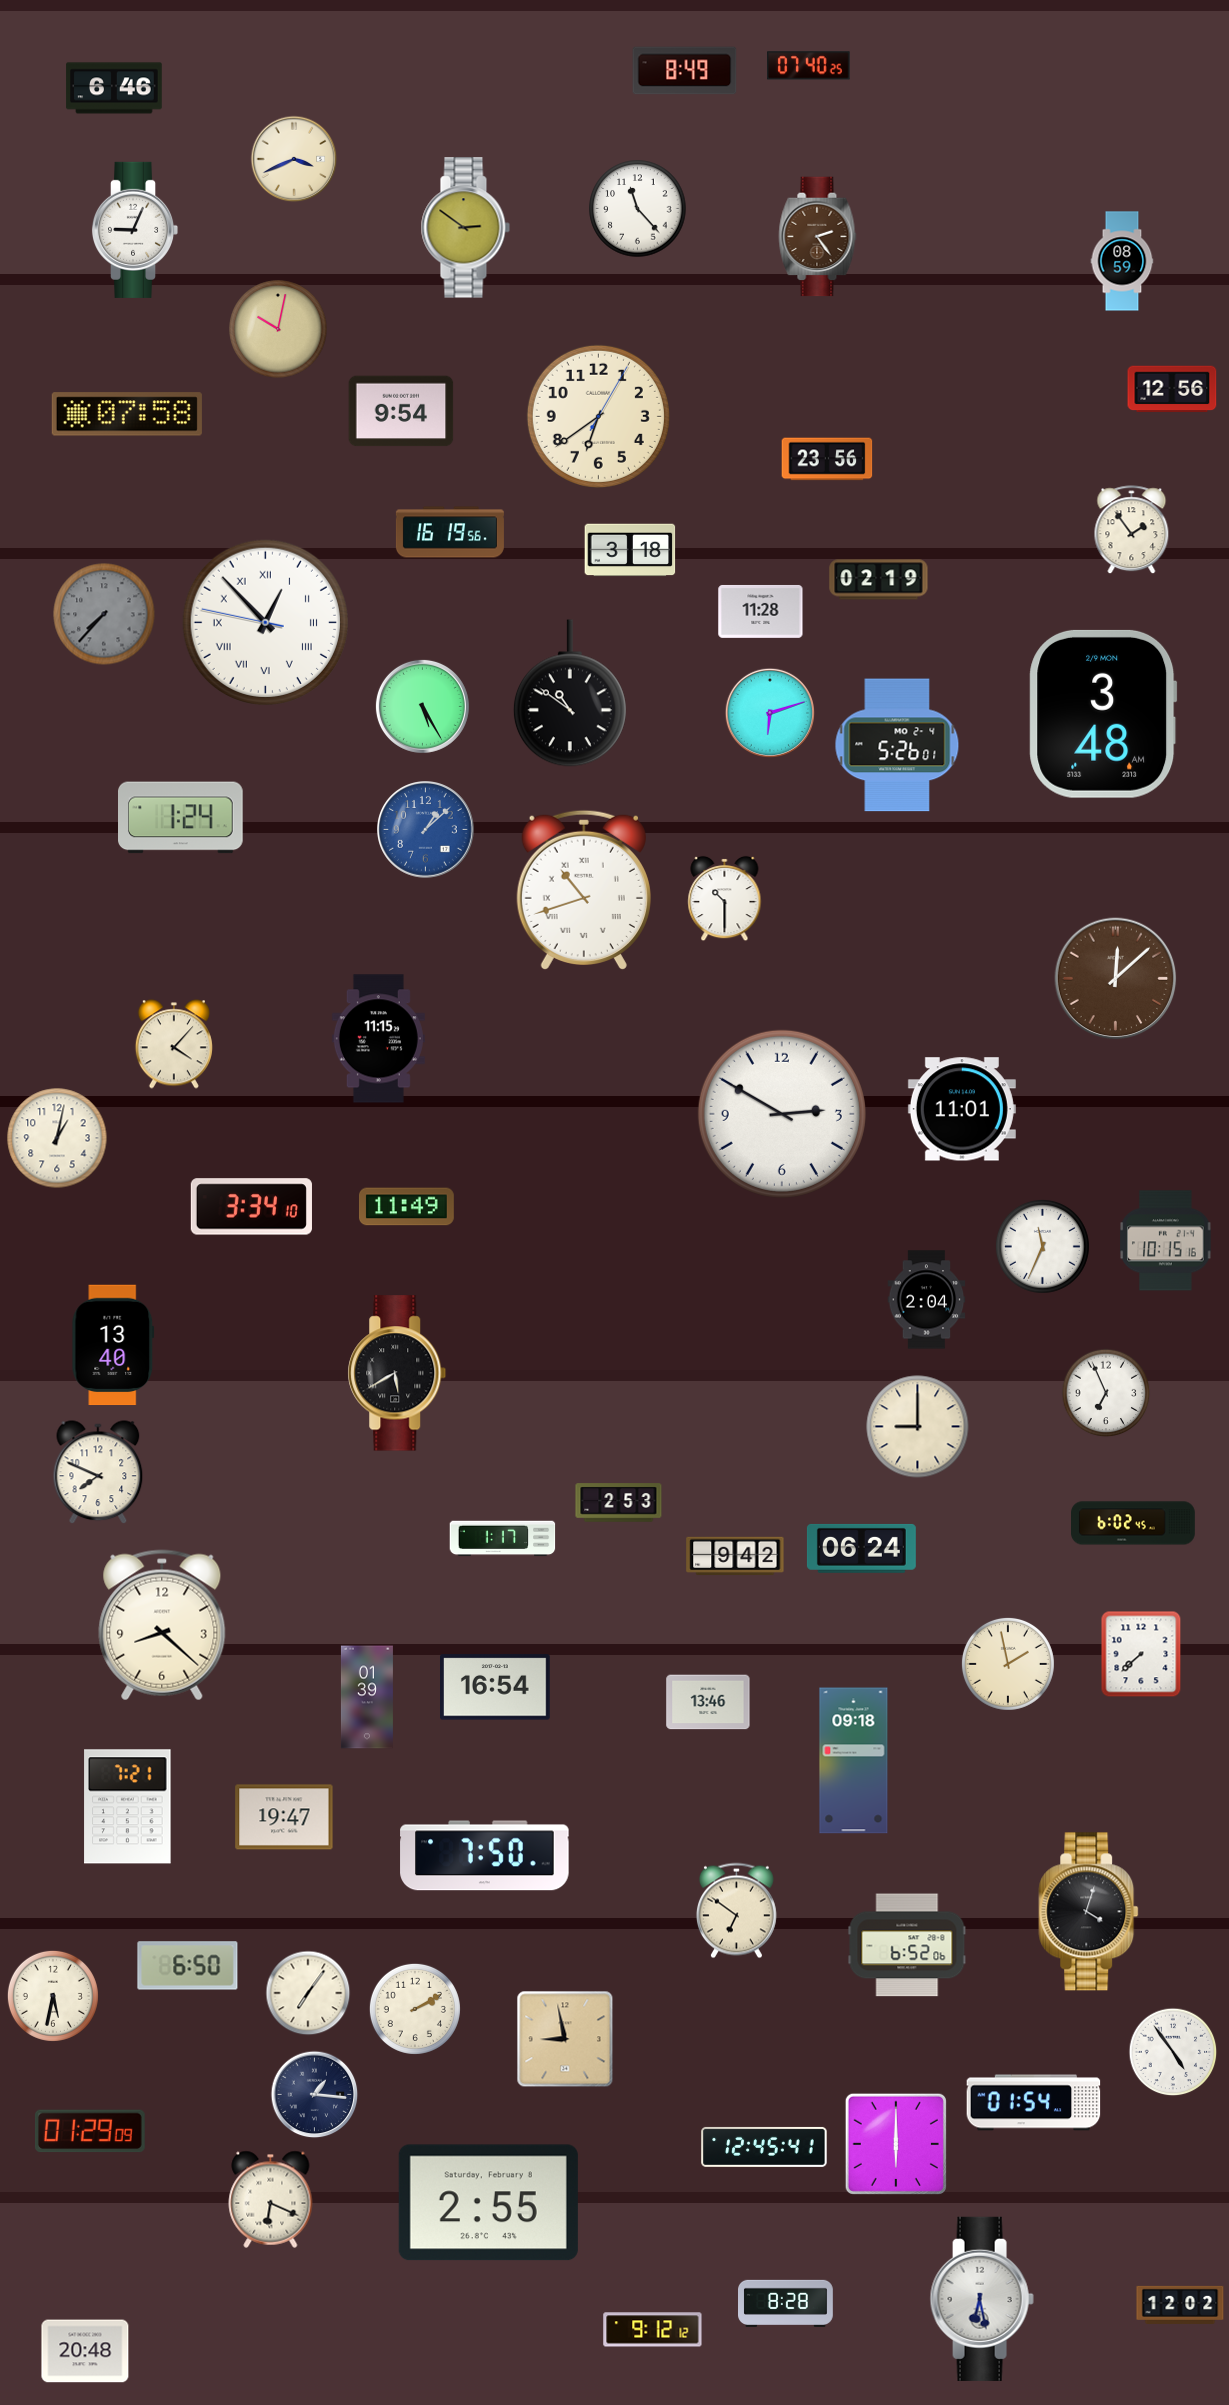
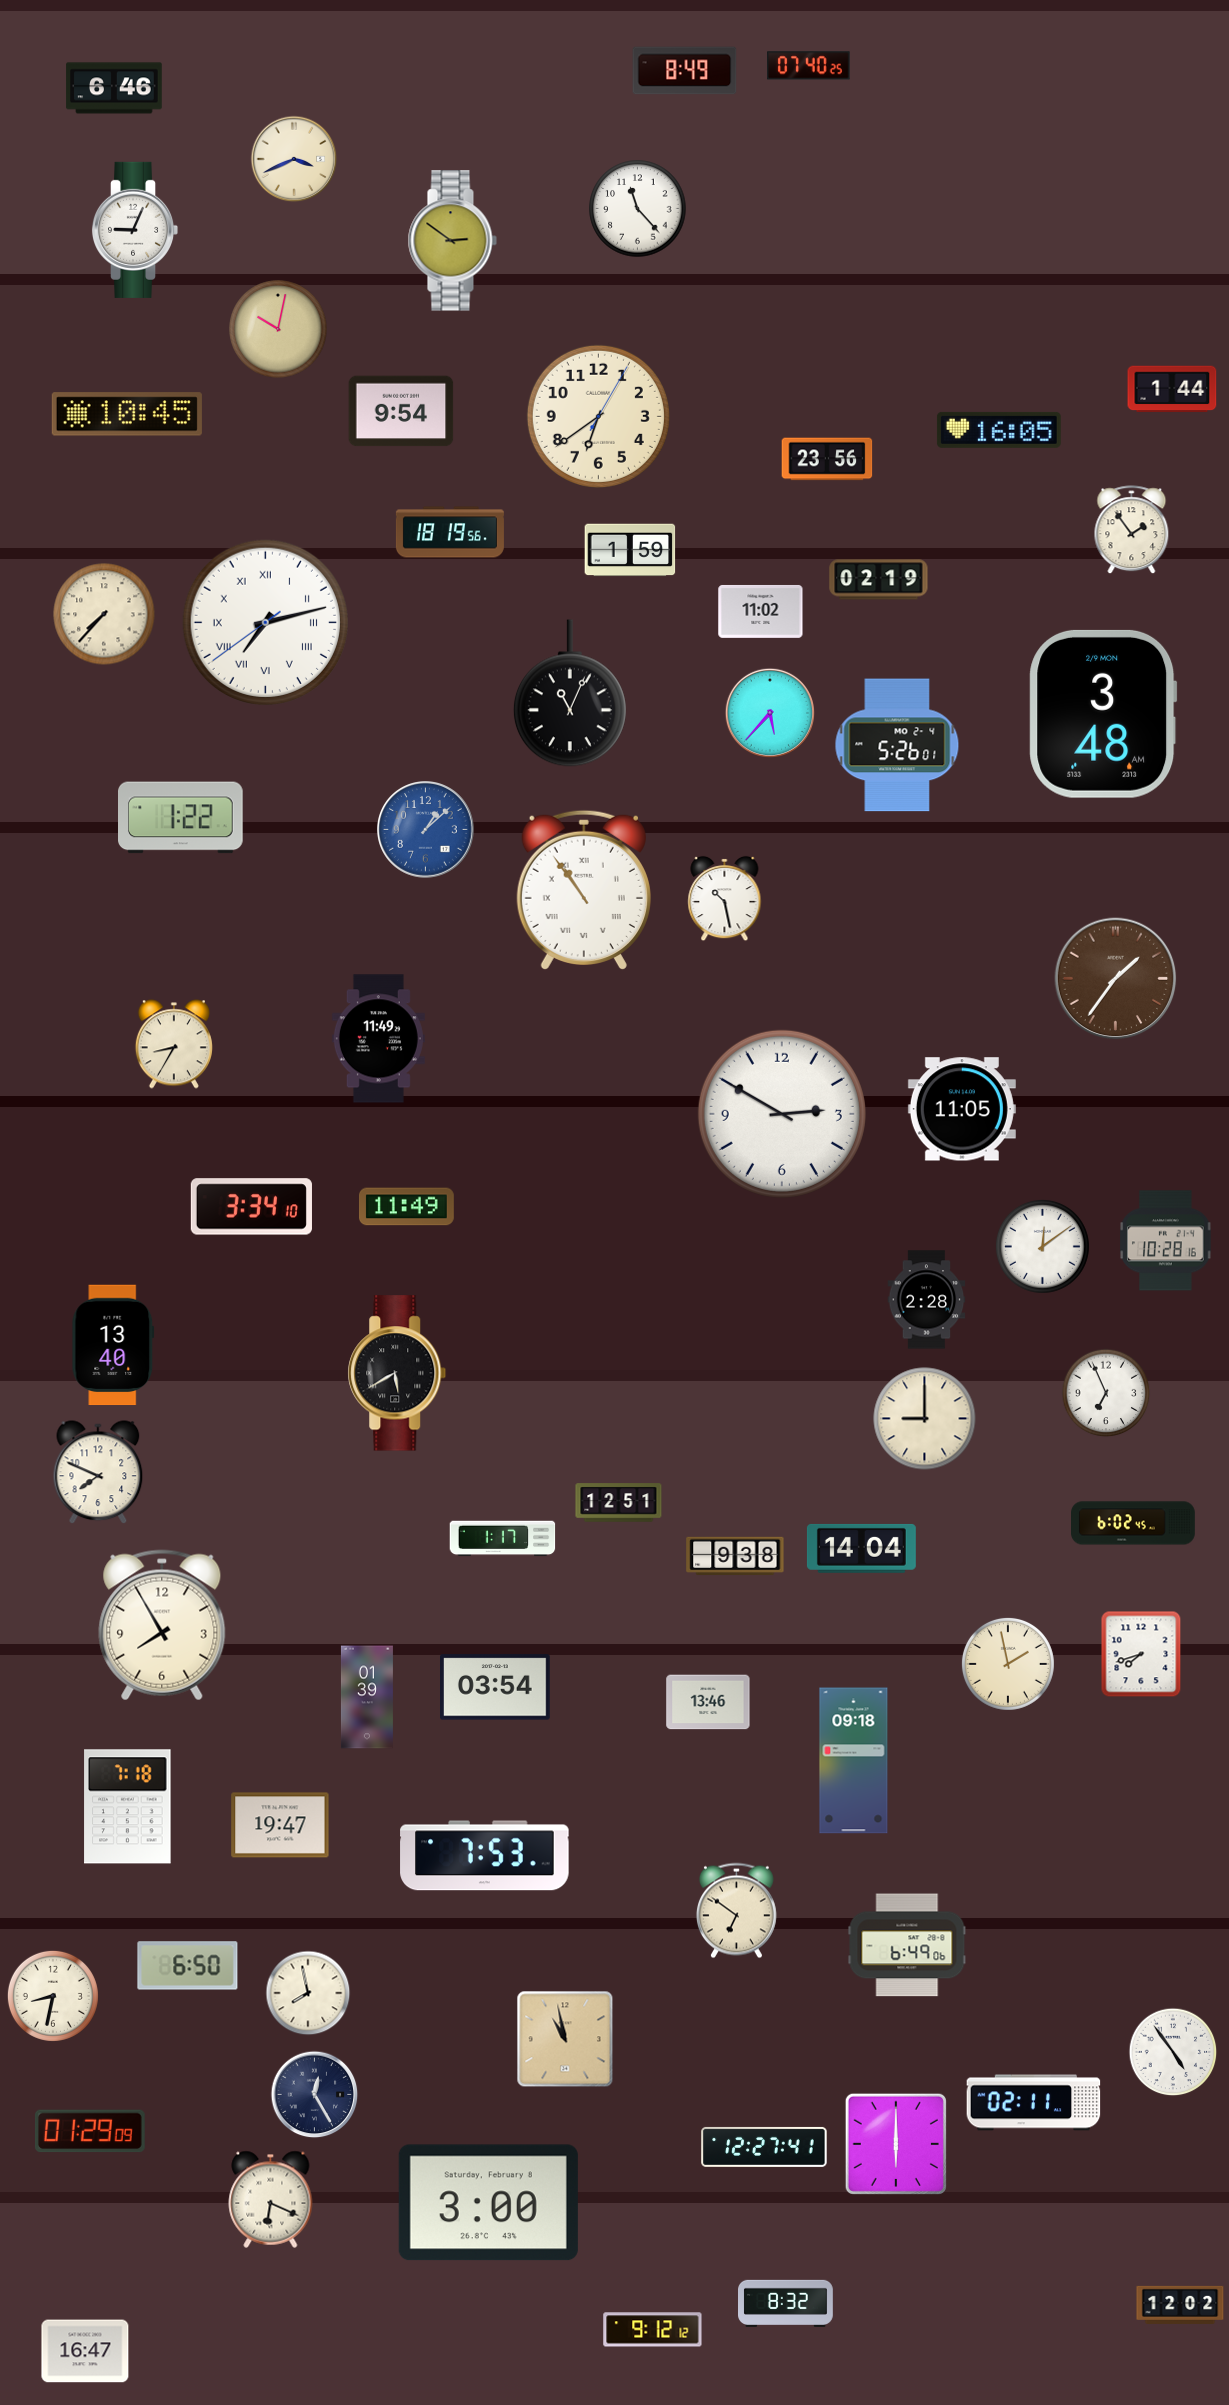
clock at (465, 228) position: (465, 228) -> (452, 241)
clock at (818, 237): 2:24 -> none
clock at (1122, 261): 08:59 -> none
clock at (1172, 389): 12:56 -> 1:44
clock at (127, 414): 07:58 -> 10:45
clock at (999, 430): none -> 16:05
clock at (450, 532): 16:19 -> 18:19
clock at (630, 550): 3:18 -> 1:59
clock at (761, 611): 11:28 -> 11:02
clock at (104, 614) dial: grey -> cream
clock at (265, 622): 12:52 -> 7:12
clock at (570, 693): 10:51 -> 11:04
clock at (422, 706): 5:25 -> none
clock at (769, 712): 6:12 -> 5:37
clock at (181, 818): 1:24 -> 1:22
clock at (584, 890): 10:42 -> 10:54
clock at (725, 899): 10:30 -> 10:28
clock at (1116, 979): 12:08 -> 1:36
clock at (378, 1039): 11:15 -> 11:49
clock at (174, 1044): 4:07 -> 8:35
clock at (962, 1109): 11:01 -> 11:05
clock at (57, 1138): 1:02 -> none
clock at (1166, 1241): 10:15 -> 10:28
clock at (1042, 1246): 11:34 -> 12:09
clock at (927, 1300): 2:04 -> 2:28
clock at (918, 1427) position: (918, 1427) -> (925, 1419)
clock at (619, 1503): 2:53 -> 12:51
clock at (861, 1548): 06:24 -> 14:04
clock at (735, 1556): 9:42 -> 9:38
clock at (162, 1625): 8:22 -> 7:55
clock at (1141, 1654): 7:38 -> 7:42
clock at (496, 1687): 16:54 -> 03:54
clock at (128, 1807): 7:21 -> 7:18
clock at (284, 1817) position: (284, 1817) -> (280, 1825)
clock at (485, 1856): 7:50 -> 7:53
clock at (1089, 1912): 4:03 -> none
clock at (907, 1945): 6:52 -> 6:49
clock at (308, 1993): 7:06 -> 7:58
clock at (53, 1996): 5:32 -> 8:32
clock at (415, 2009): 2:10 -> none
clock at (565, 2039): 8:58 -> 10:58
clock at (315, 2095): 1:16 -> 12:25
clock at (1034, 2103): 01:54 -> 02:11
clock at (764, 2147): 12:45 -> 12:27
clock at (488, 2203): 2:55 -> 3:00
clock at (982, 2299): 6:28 -> none
clock at (786, 2303): 8:28 -> 8:32
clock at (85, 2351): 20:48 -> 16:47
